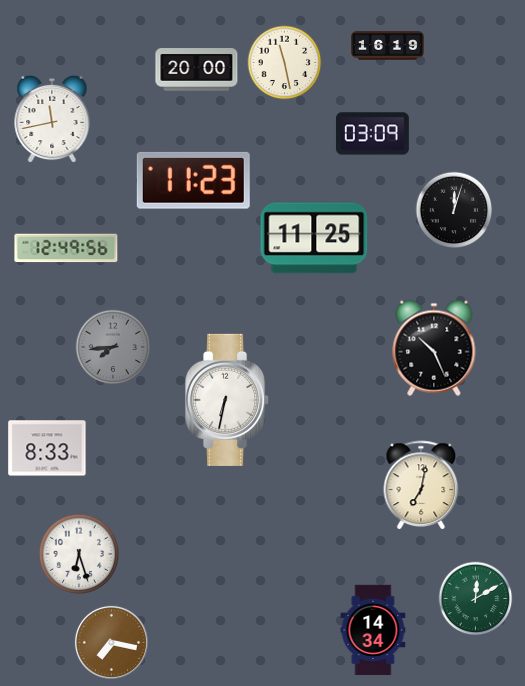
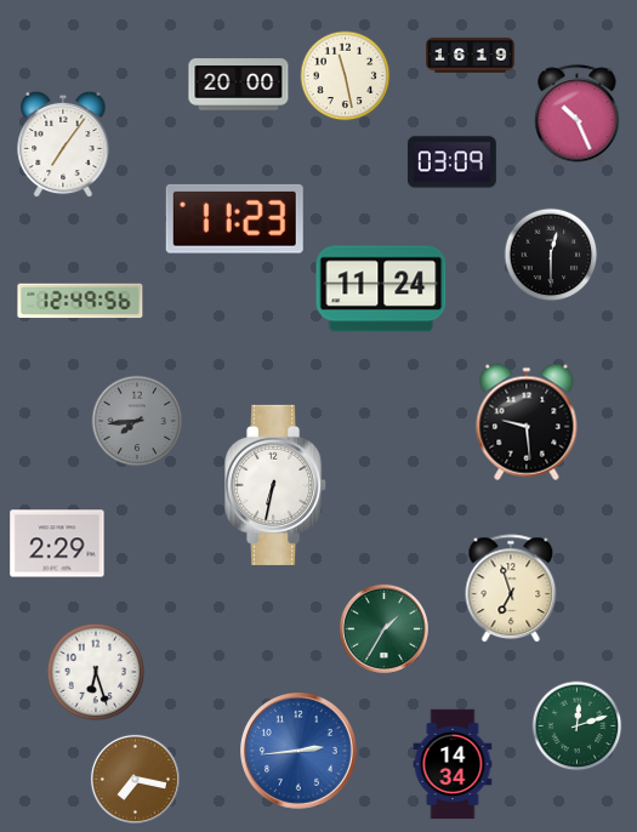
clock at (578, 115): none -> 10:26
clock at (52, 119): 11:43 -> 7:06
clock at (454, 210): 12:03 -> 12:30
clock at (314, 238): 11:25 -> 11:24
clock at (434, 348): 10:26 -> 9:29
clock at (47, 448): 8:33 -> 2:29
clock at (421, 485): 7:02 -> 6:57
clock at (383, 628): none -> 1:35
clock at (476, 599): 12:10 -> 12:12
clock at (300, 752): none -> 2:44
